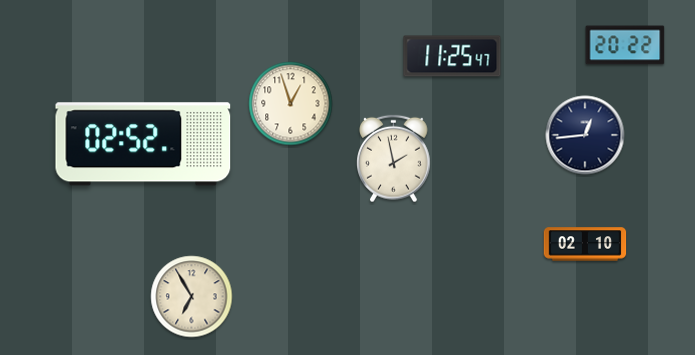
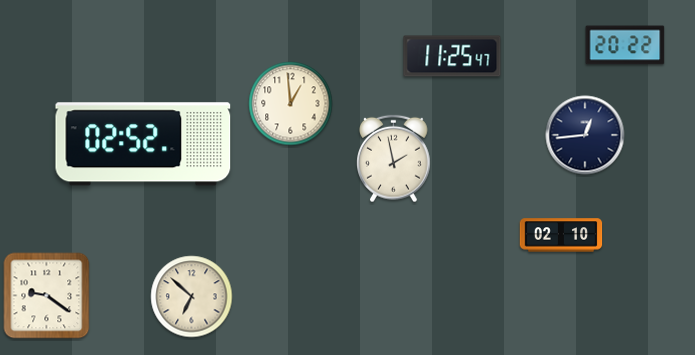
clock at (291, 104): 12:57 -> 12:59
clock at (585, 244) position: (585, 244) -> (561, 235)
clock at (47, 296): none -> 9:21
clock at (192, 297): 6:55 -> 6:52
